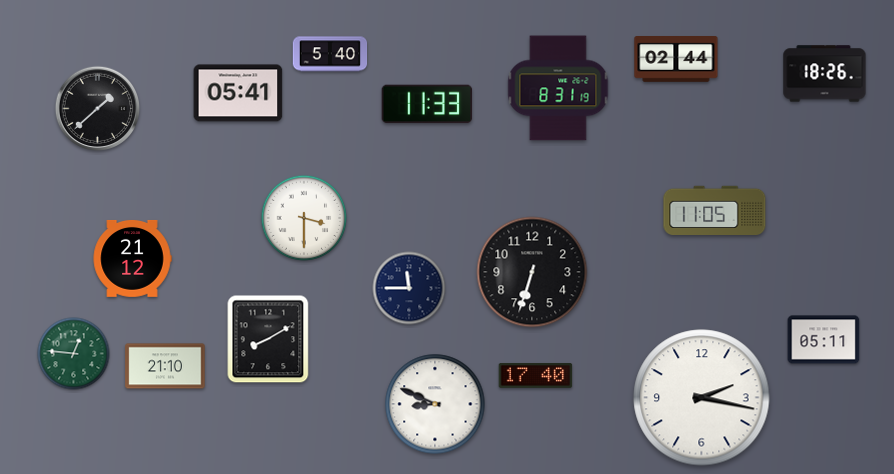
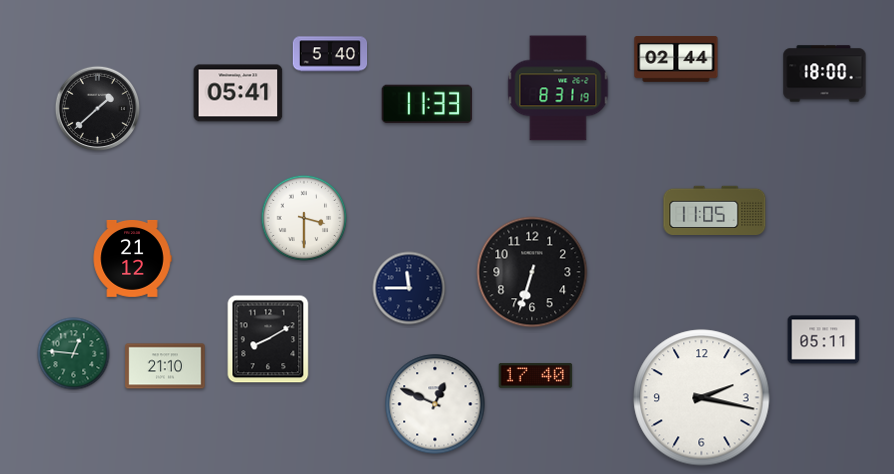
clock at (825, 74): 18:26 -> 18:00
clock at (435, 404): 8:49 -> 12:49
